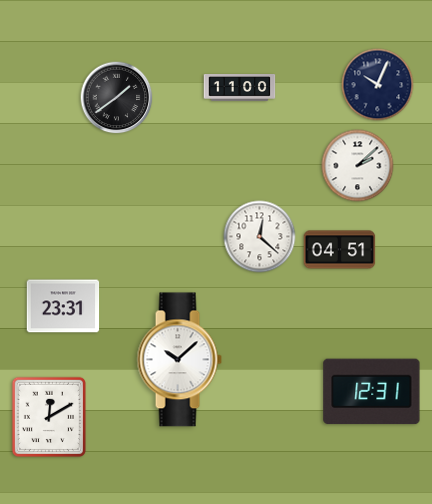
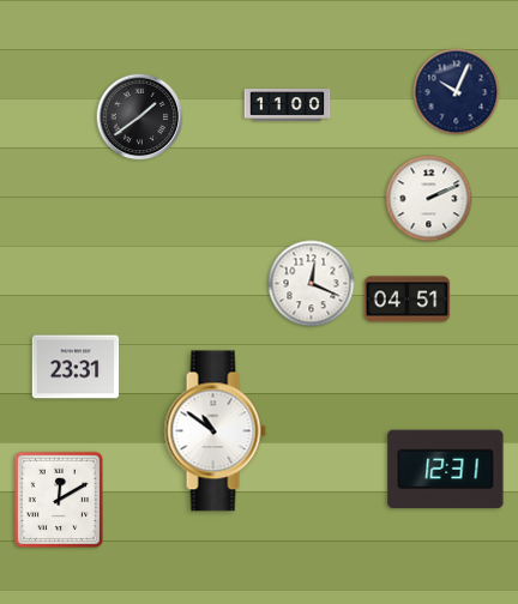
clock at (378, 85) position: (378, 85) -> (457, 92)
clock at (358, 166): 2:08 -> 2:11
clock at (260, 237): 12:22 -> 12:19
clock at (179, 360): 10:08 -> 10:51
